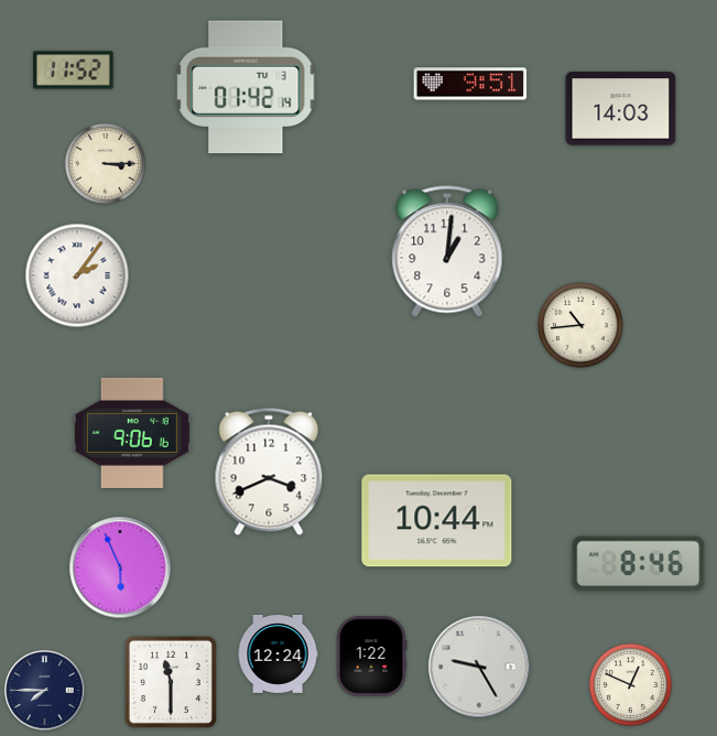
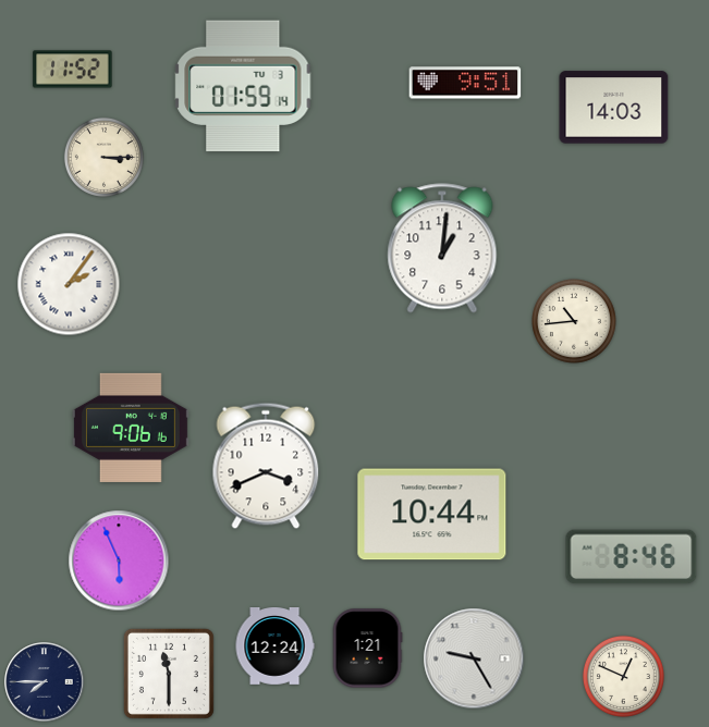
clock at (246, 87): 01:42 -> 01:59
clock at (105, 163) position: (105, 163) -> (103, 157)
clock at (77, 275) position: (77, 275) -> (69, 284)
clock at (371, 657): 1:22 -> 1:21
